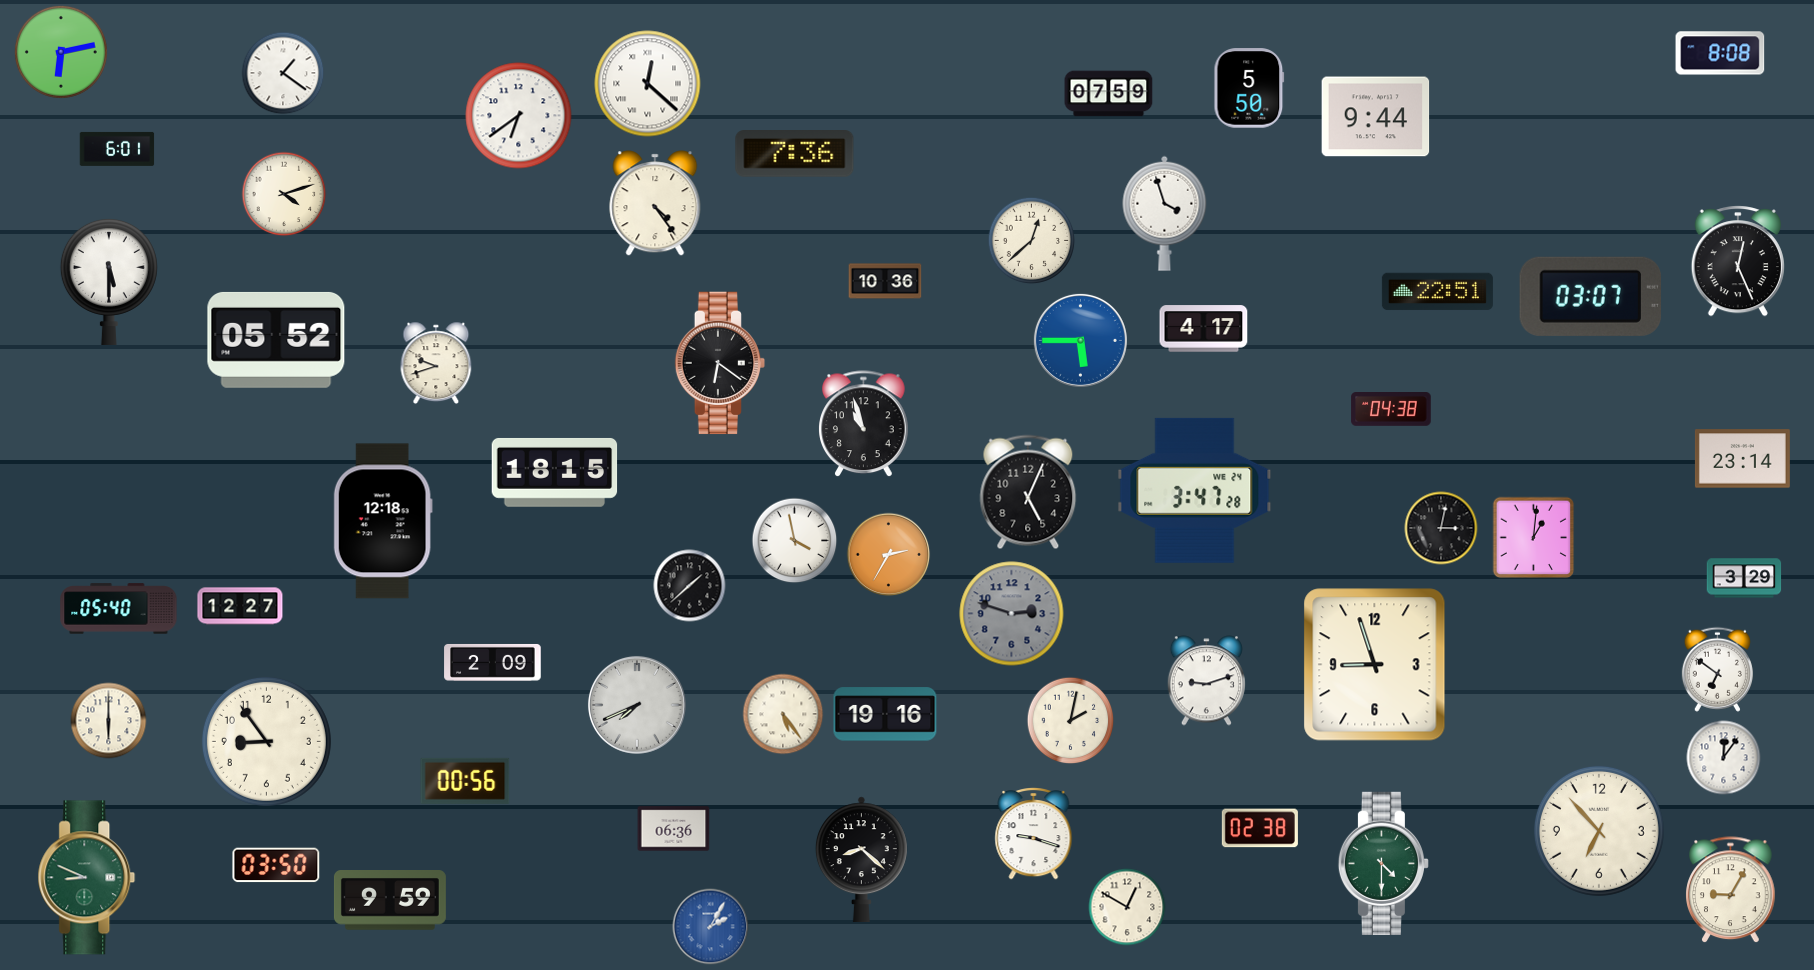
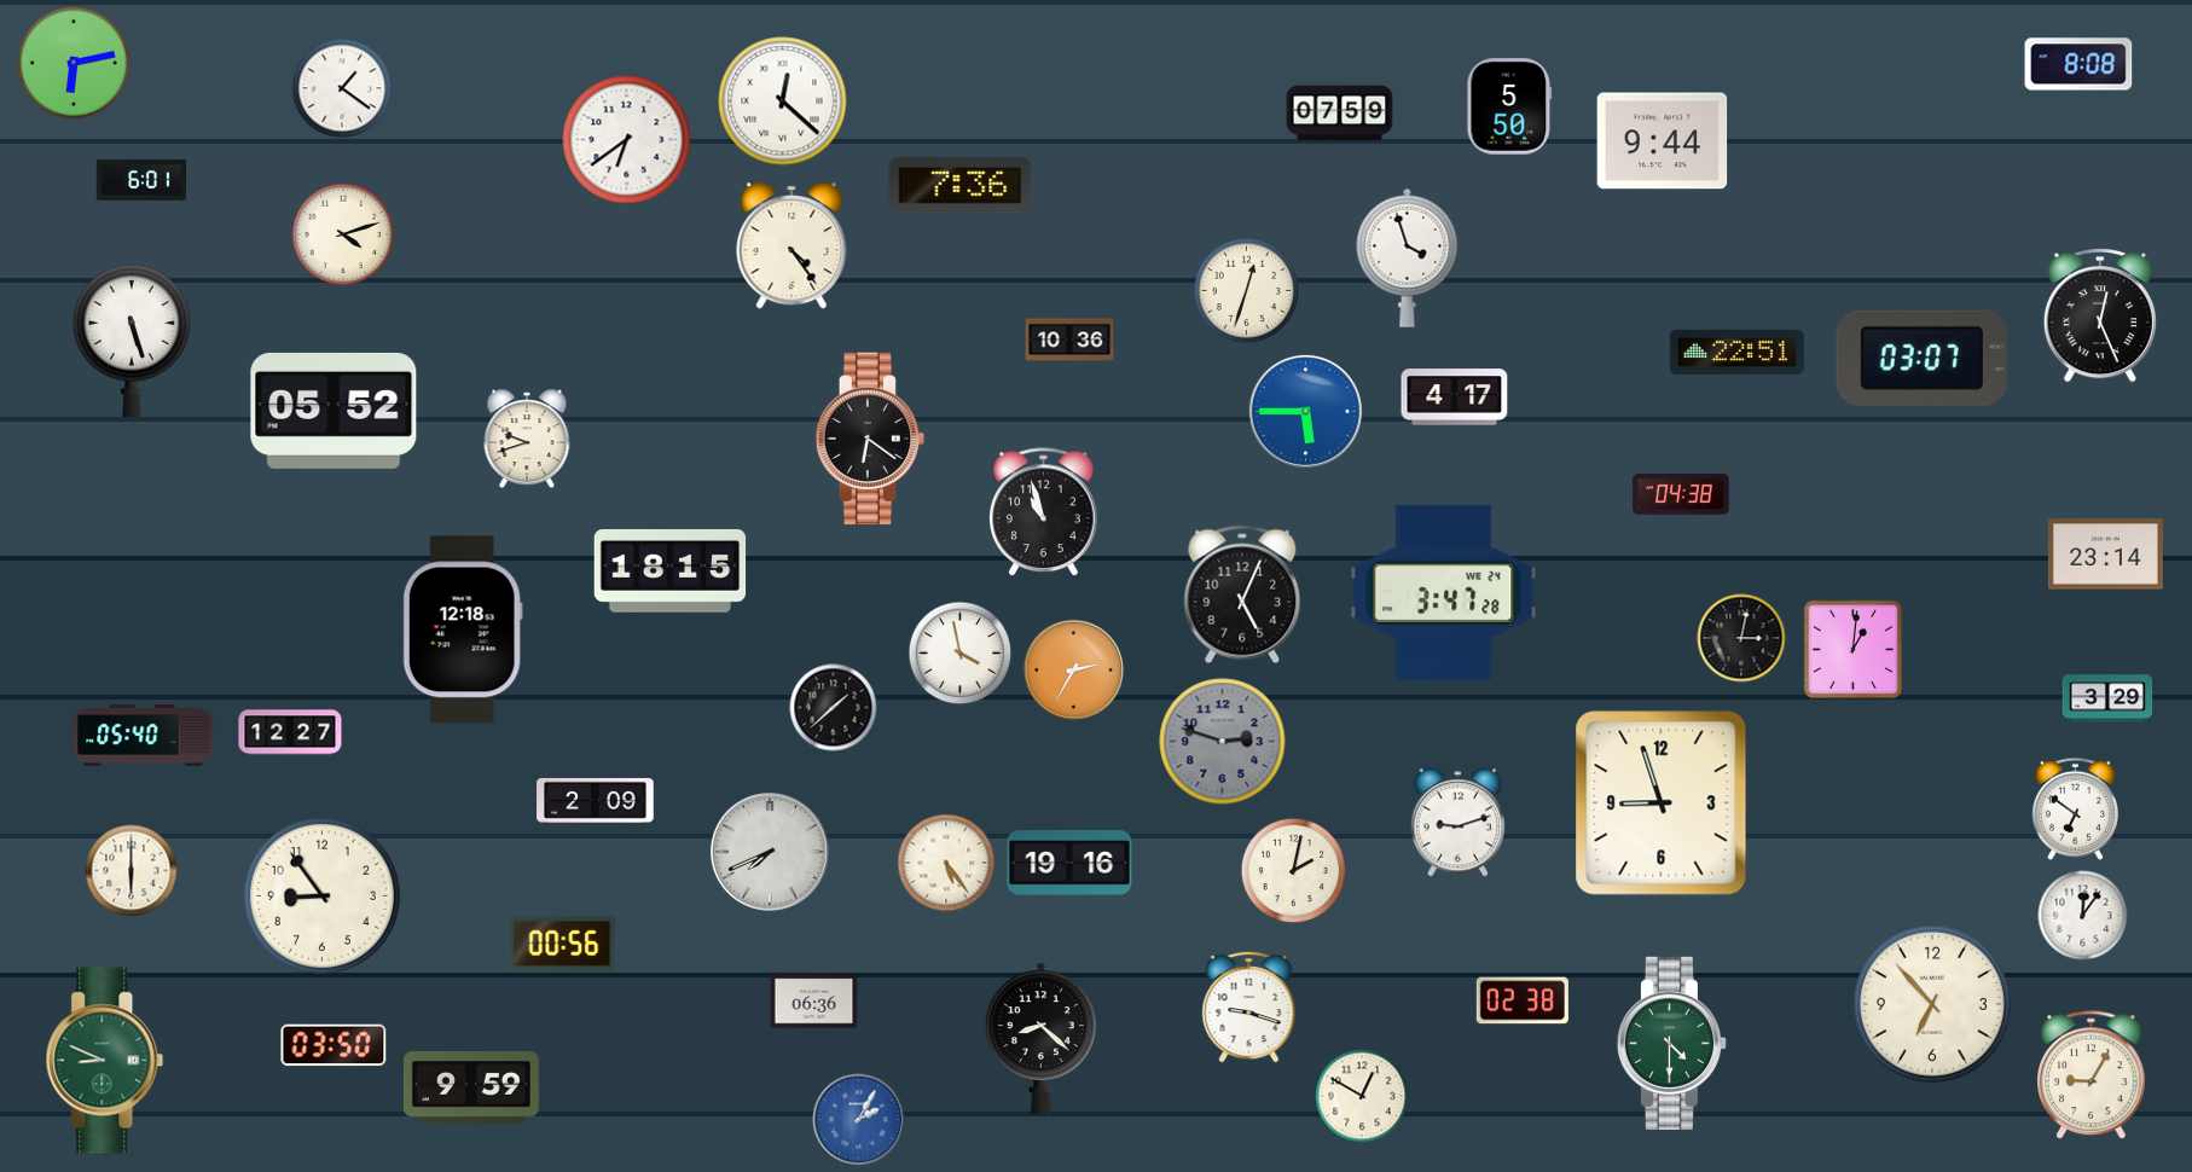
clock at (1032, 241): 12:38 -> 12:33
clock at (109, 281): 5:30 -> 5:27
